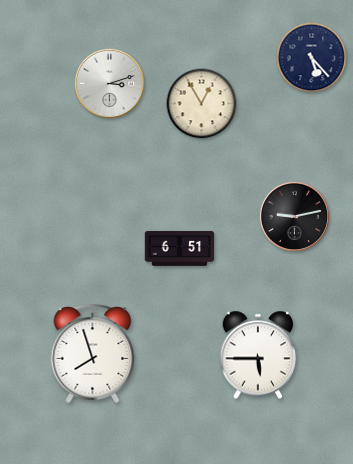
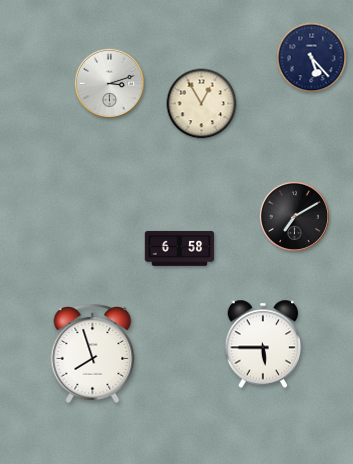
clock at (294, 216): 9:13 -> 7:10
clock at (180, 248): 6:51 -> 6:58
clock at (258, 355) position: (258, 355) -> (263, 344)
